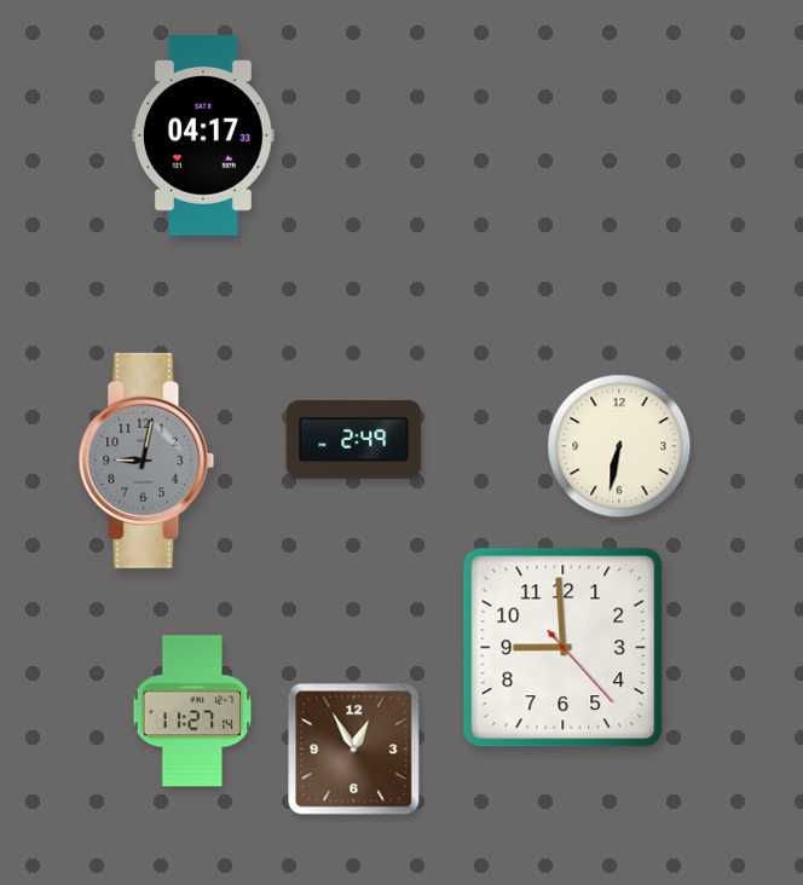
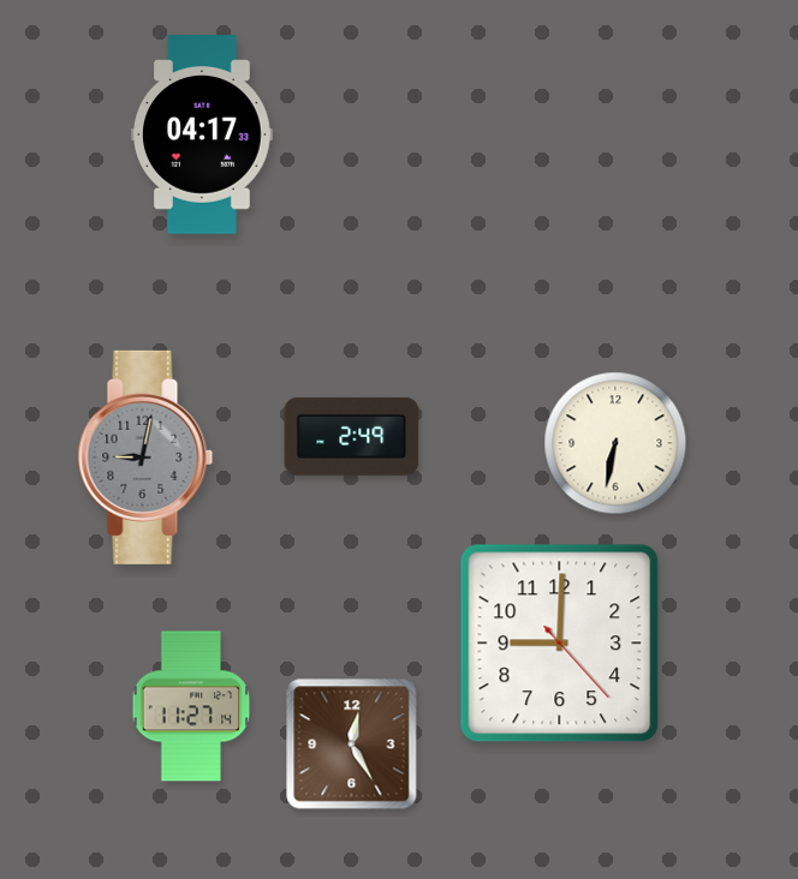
clock at (564, 648): 8:59 -> 9:00
clock at (354, 750): 12:55 -> 12:25
